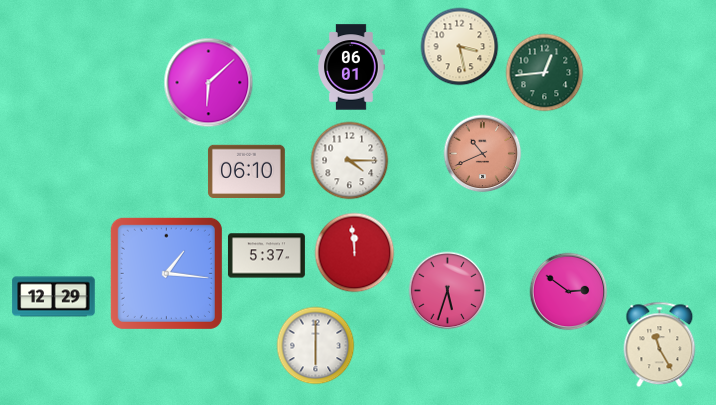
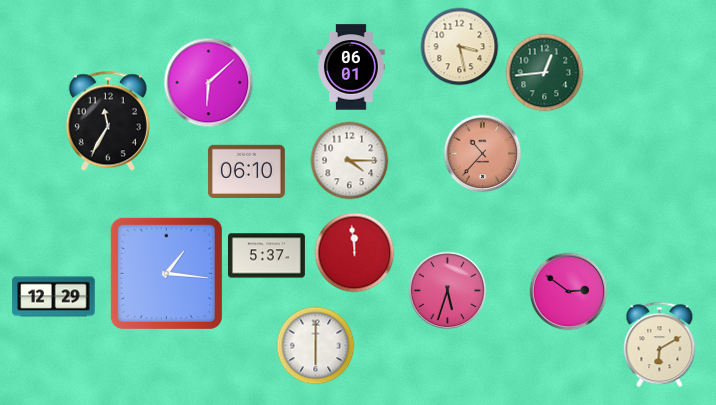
clock at (108, 121): none -> 11:35
clock at (482, 153): 10:41 -> 10:37
clock at (660, 344): 11:25 -> 6:10
